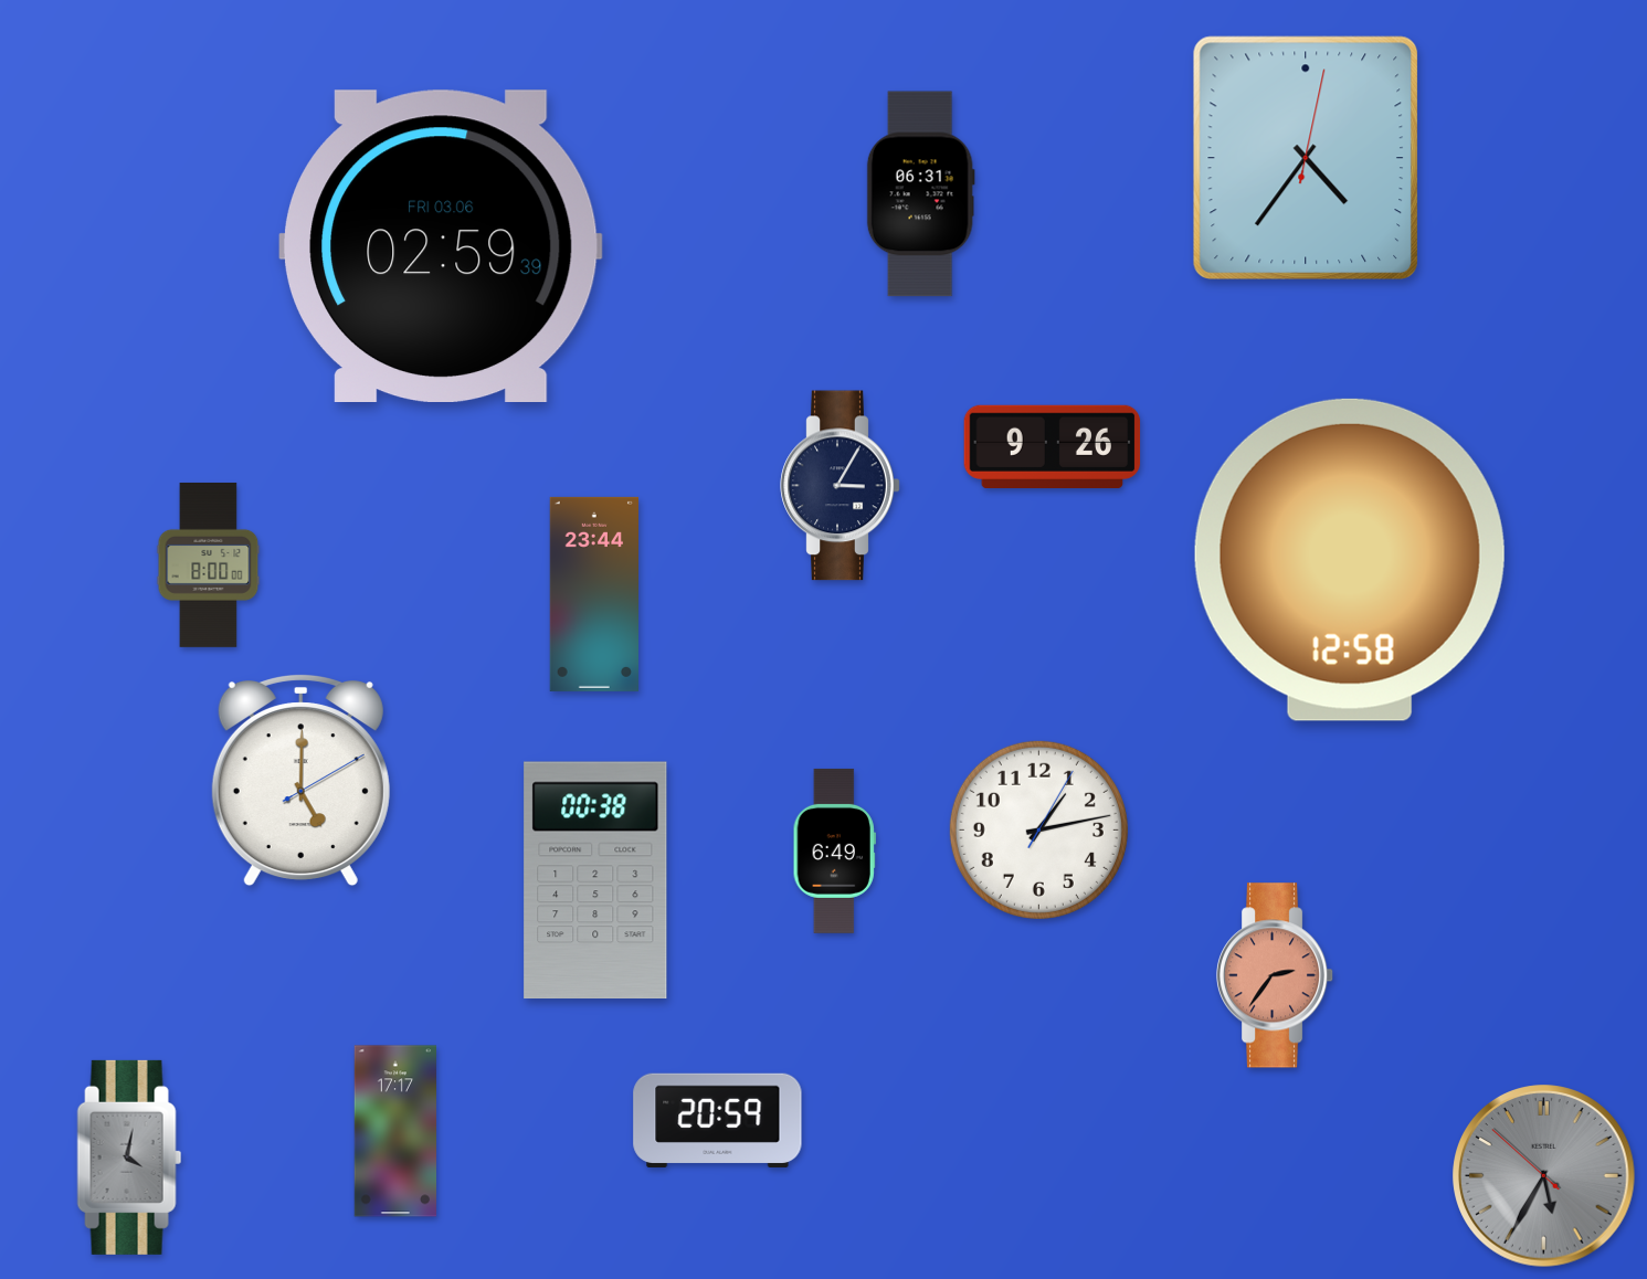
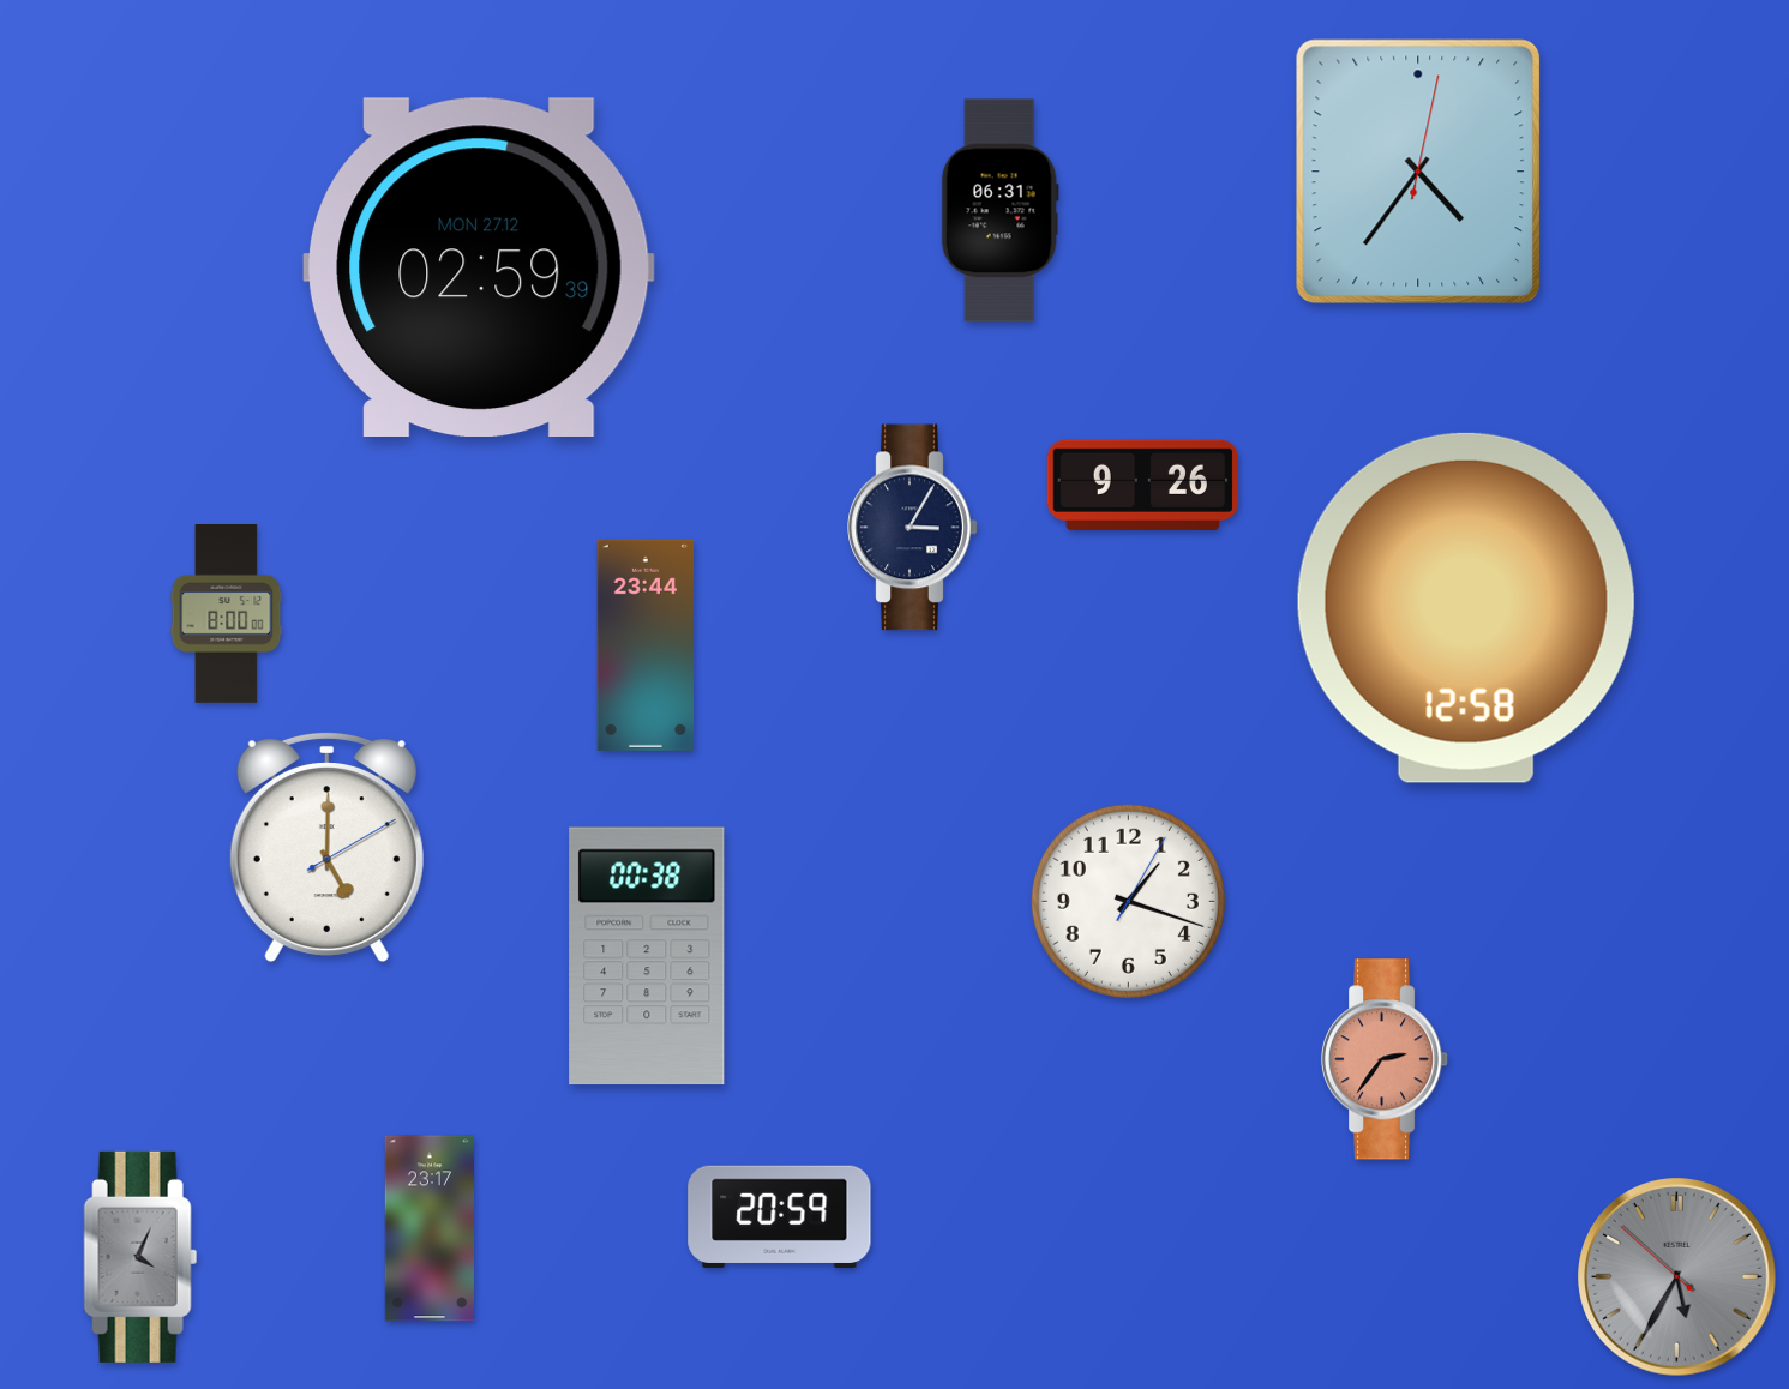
clock at (442, 245) date: FRI 03.06 -> MON 27.12
clock at (1038, 829): 1:13 -> 1:18
clock at (834, 850): 6:49 -> none
clock at (395, 1131): 17:17 -> 23:17
clock at (129, 1158): 4:02 -> 4:04
